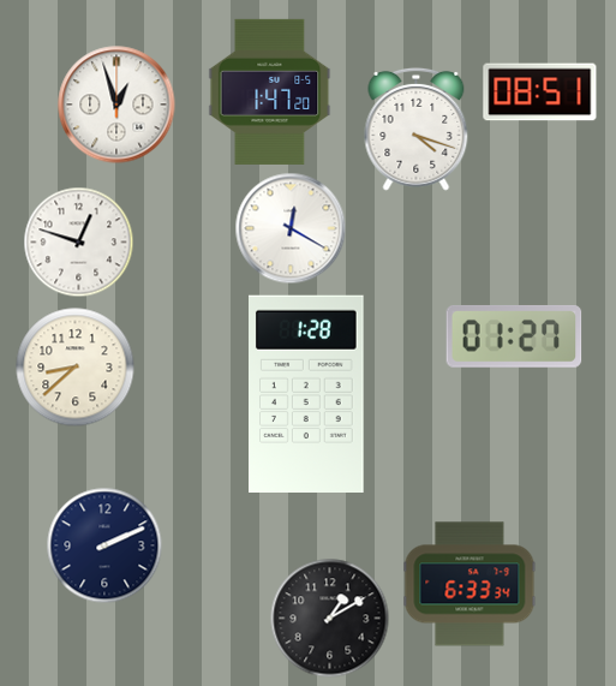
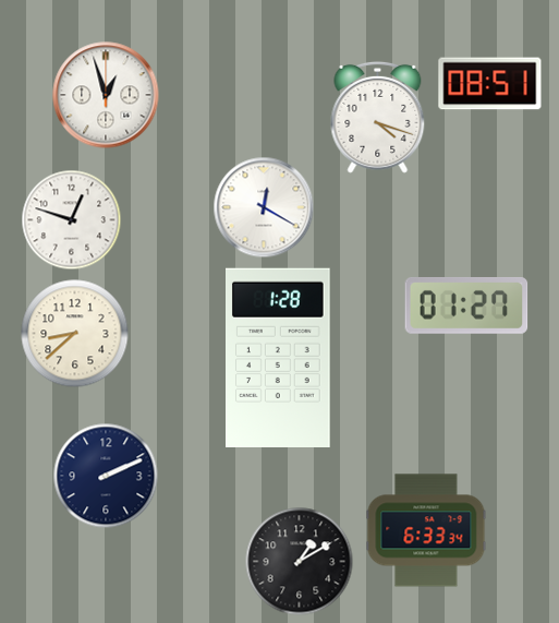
clock at (270, 91): 1:47 -> none
clock at (76, 368) position: (76, 368) -> (75, 334)
clock at (104, 545) position: (104, 545) -> (106, 476)
